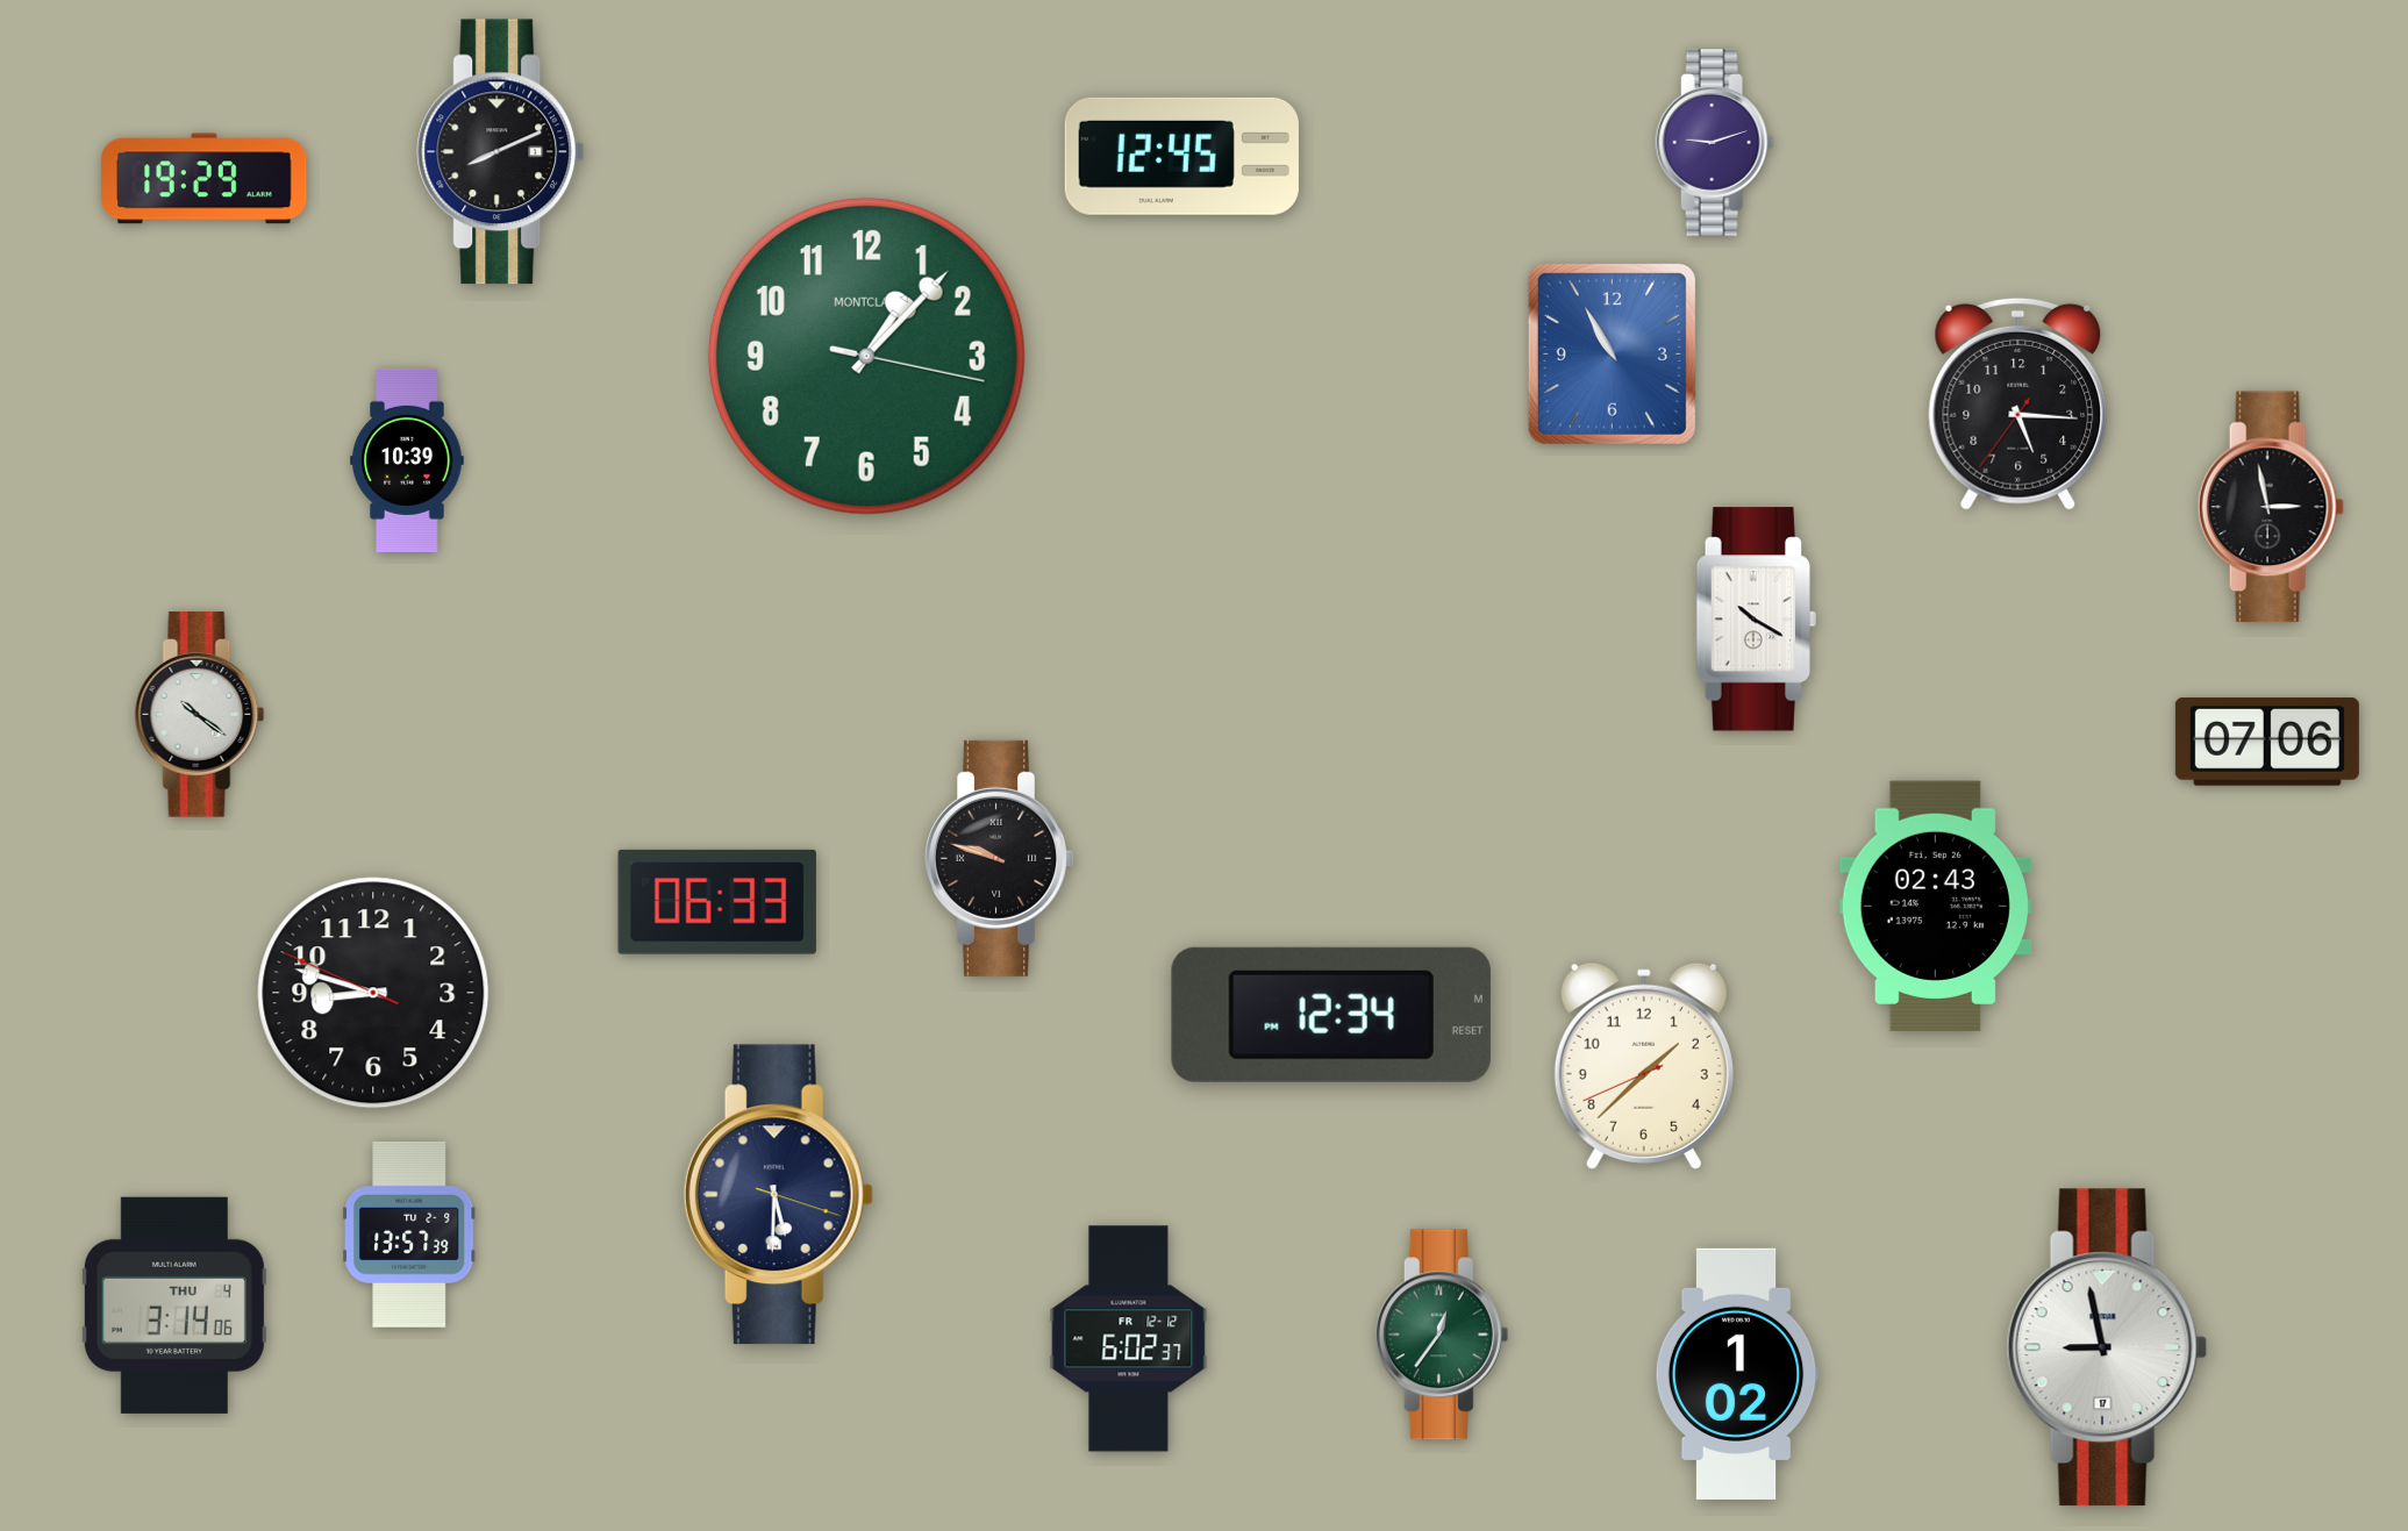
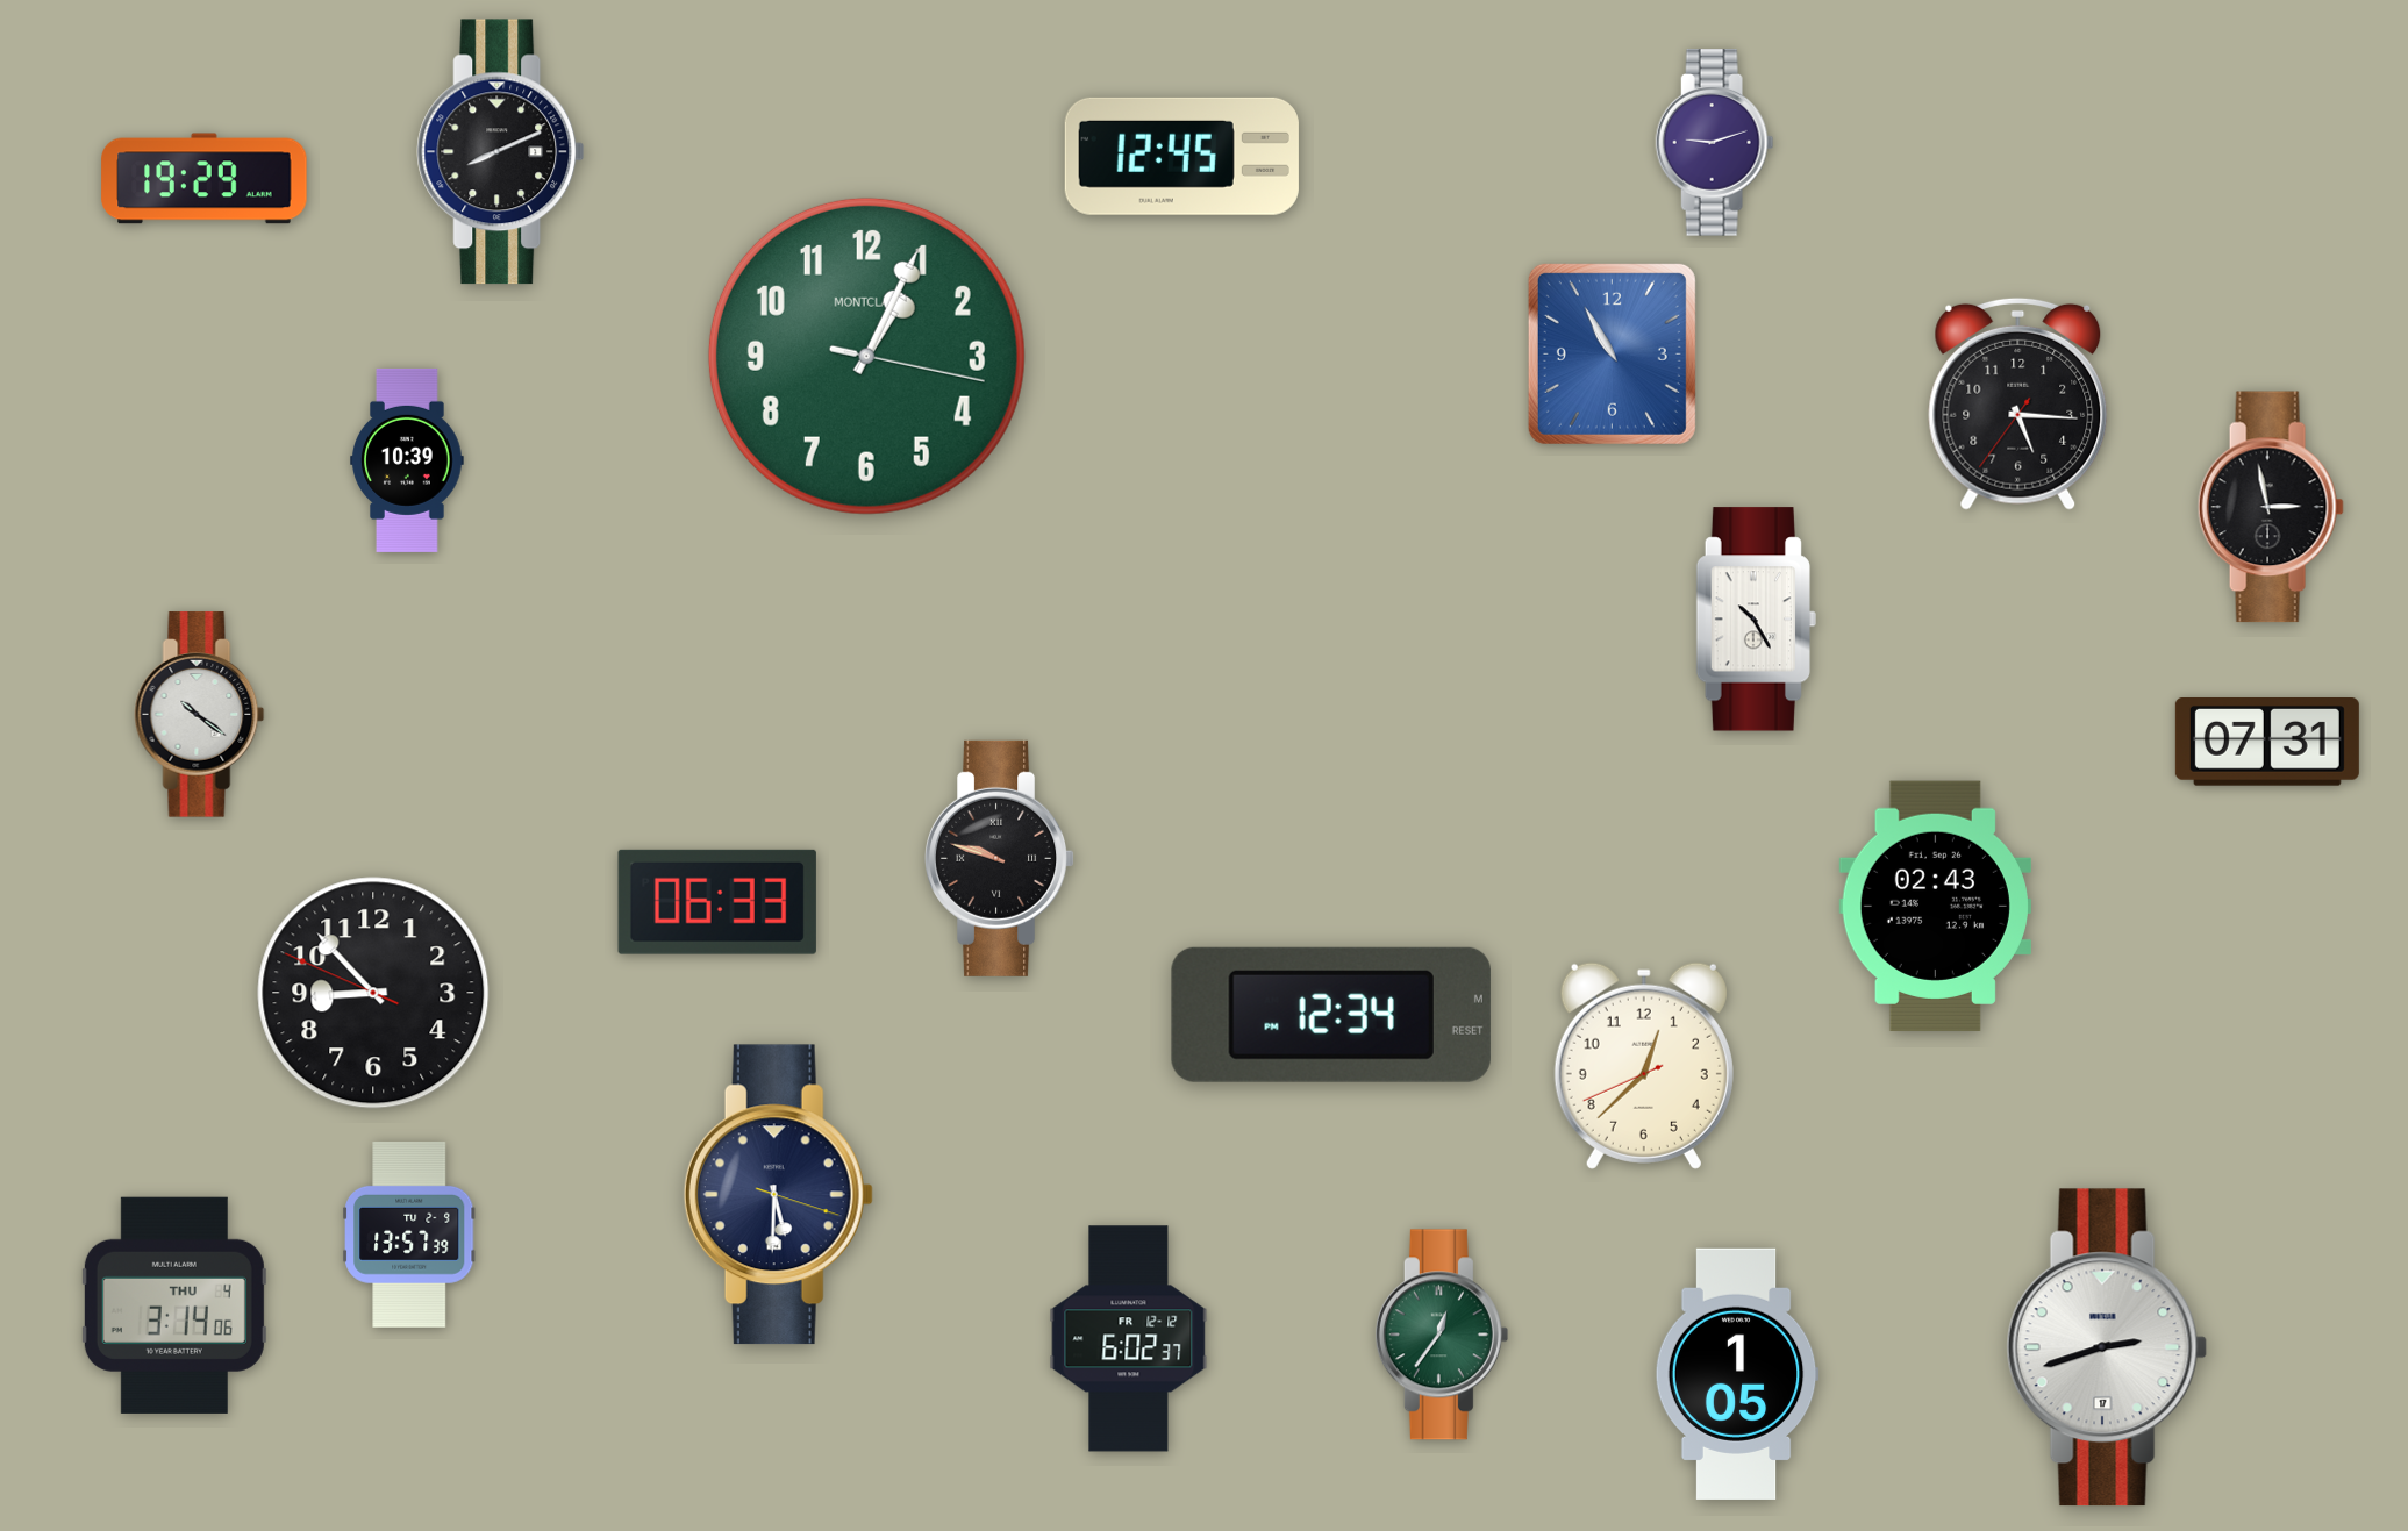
clock at (866, 356): 1:07 -> 1:04
clock at (1756, 620): 10:20 -> 10:25
clock at (2267, 743): 07:06 -> 07:31
clock at (373, 993): 8:47 -> 8:52
clock at (1644, 1066): 1:37 -> 12:37
clock at (2107, 1347): 8:58 -> 2:42
clock at (1737, 1374): 1:02 -> 1:05
